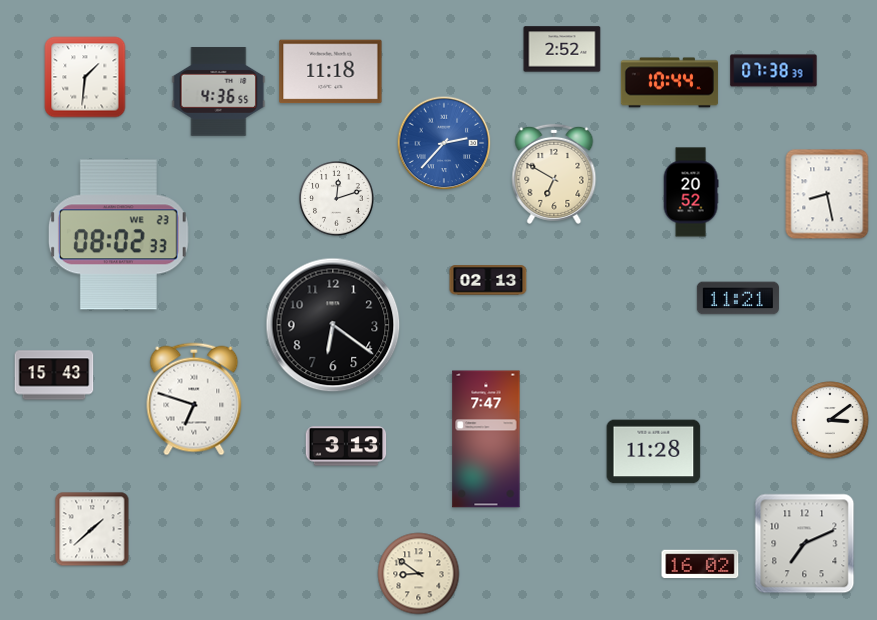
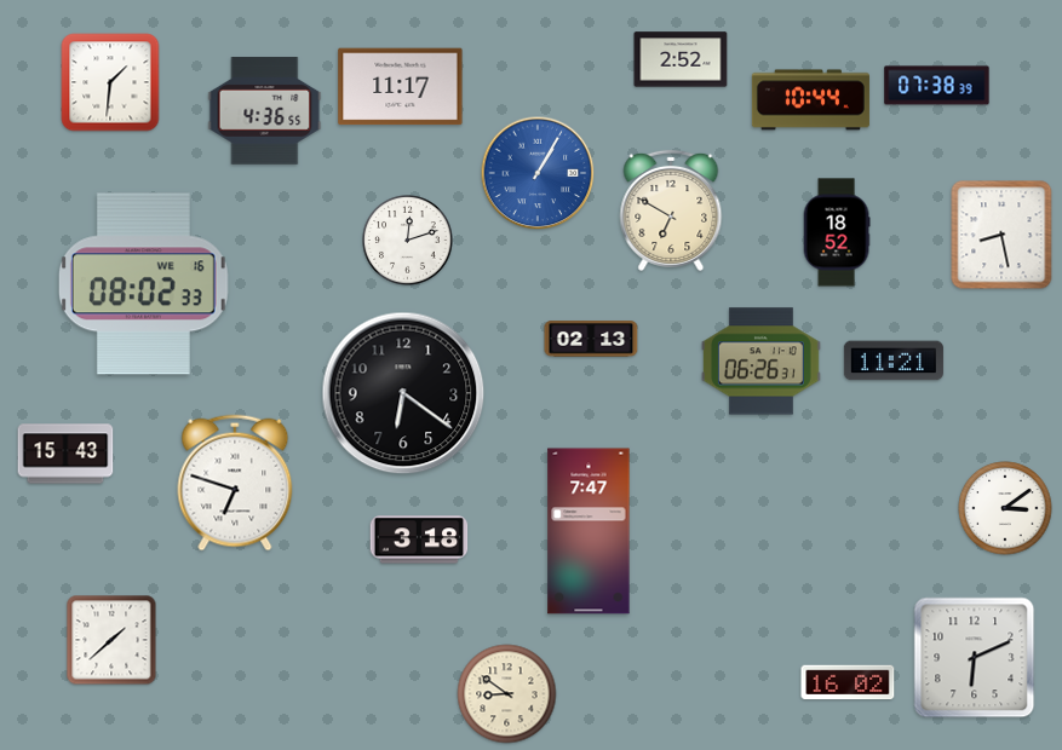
clock at (331, 72): 11:18 -> 11:17
clock at (85, 77) position: (85, 77) -> (110, 82)
clock at (444, 143): 2:37 -> 1:05
clock at (691, 192): 20:52 -> 18:52
clock at (118, 235) date: WE 23 -> WE 16
clock at (760, 362): none -> 06:26
clock at (346, 446): 3:13 -> 3:18
clock at (654, 452): 11:28 -> none
clock at (805, 544): 7:11 -> 6:11
